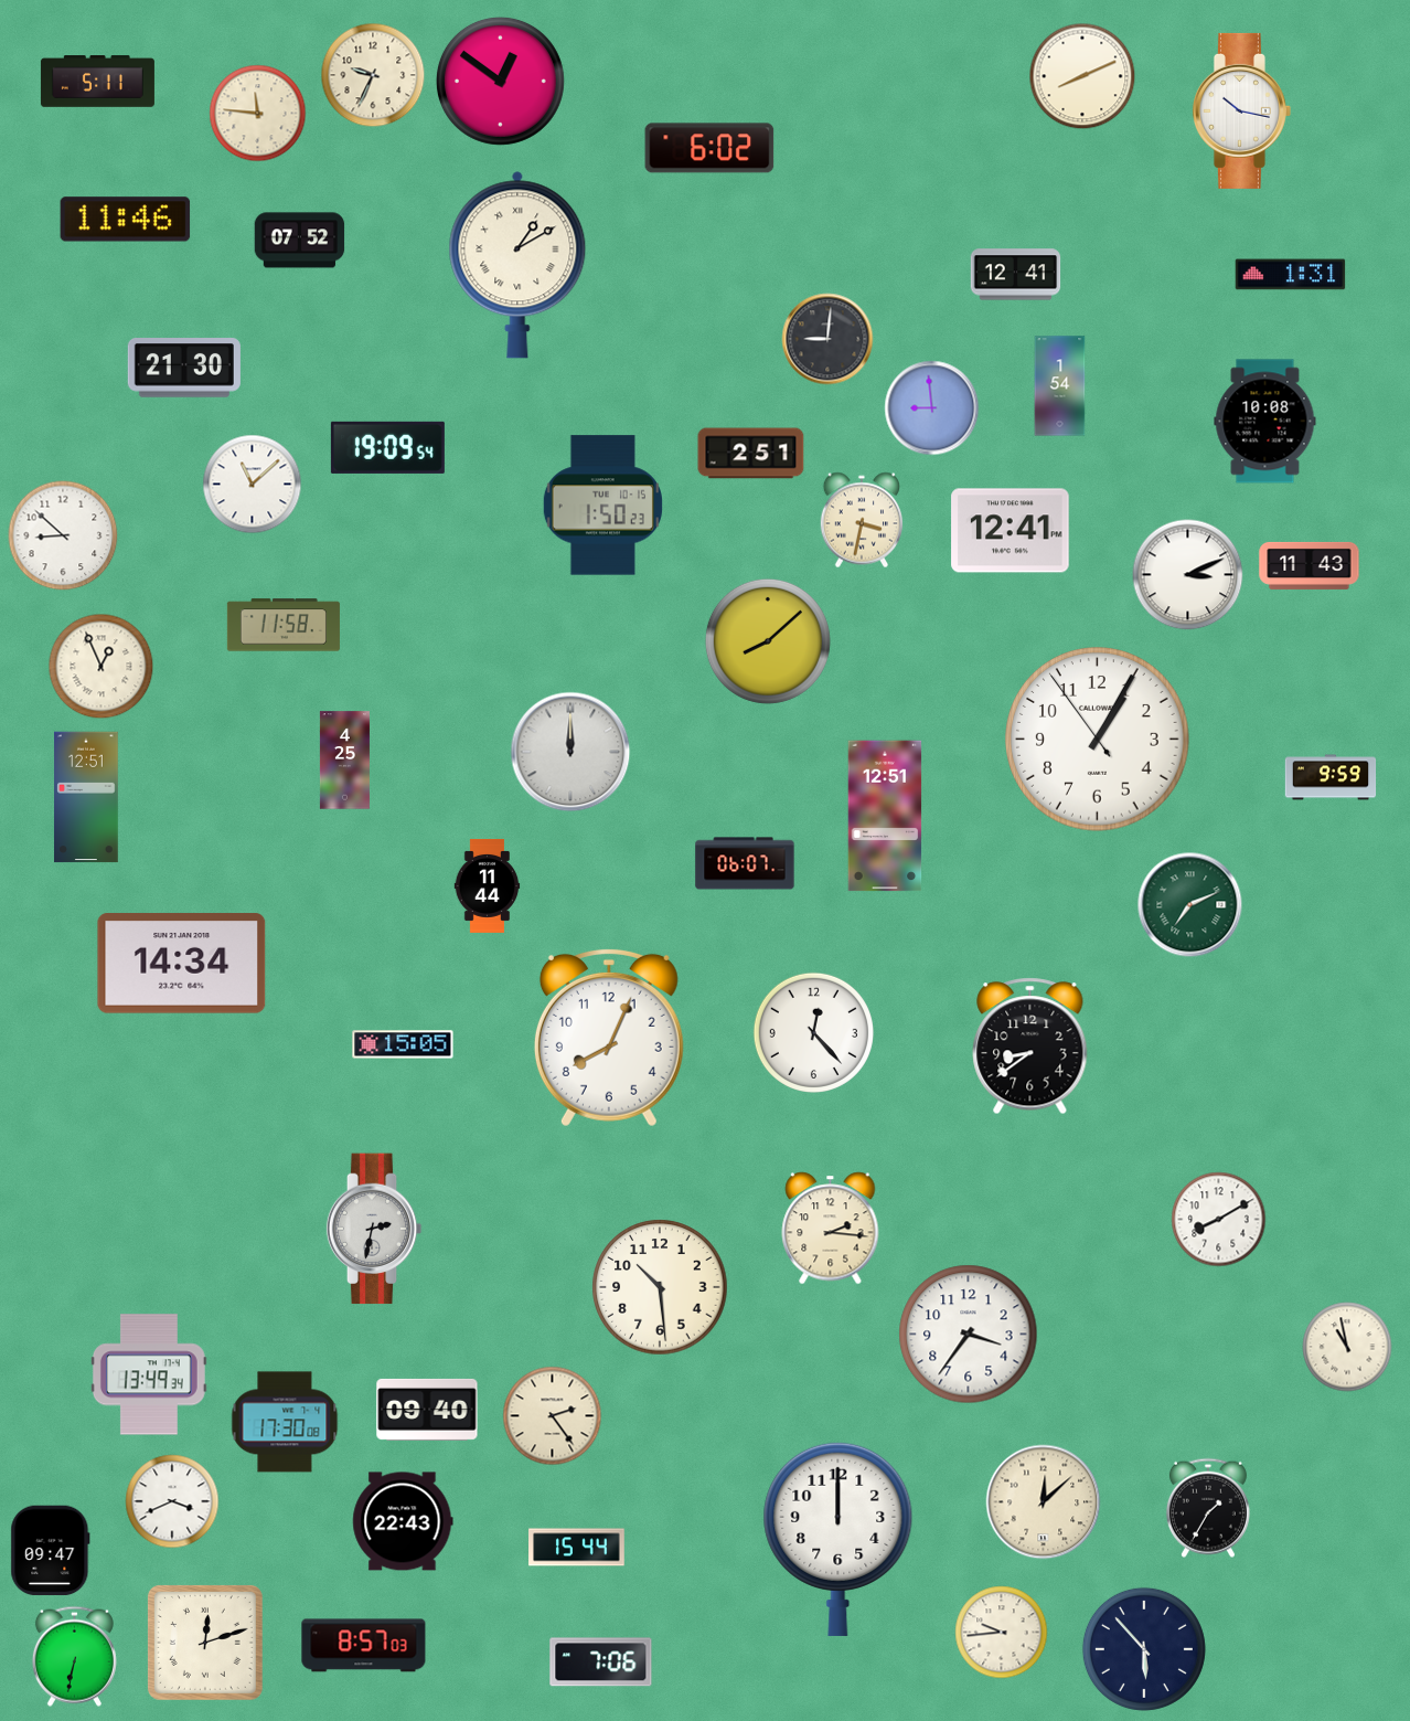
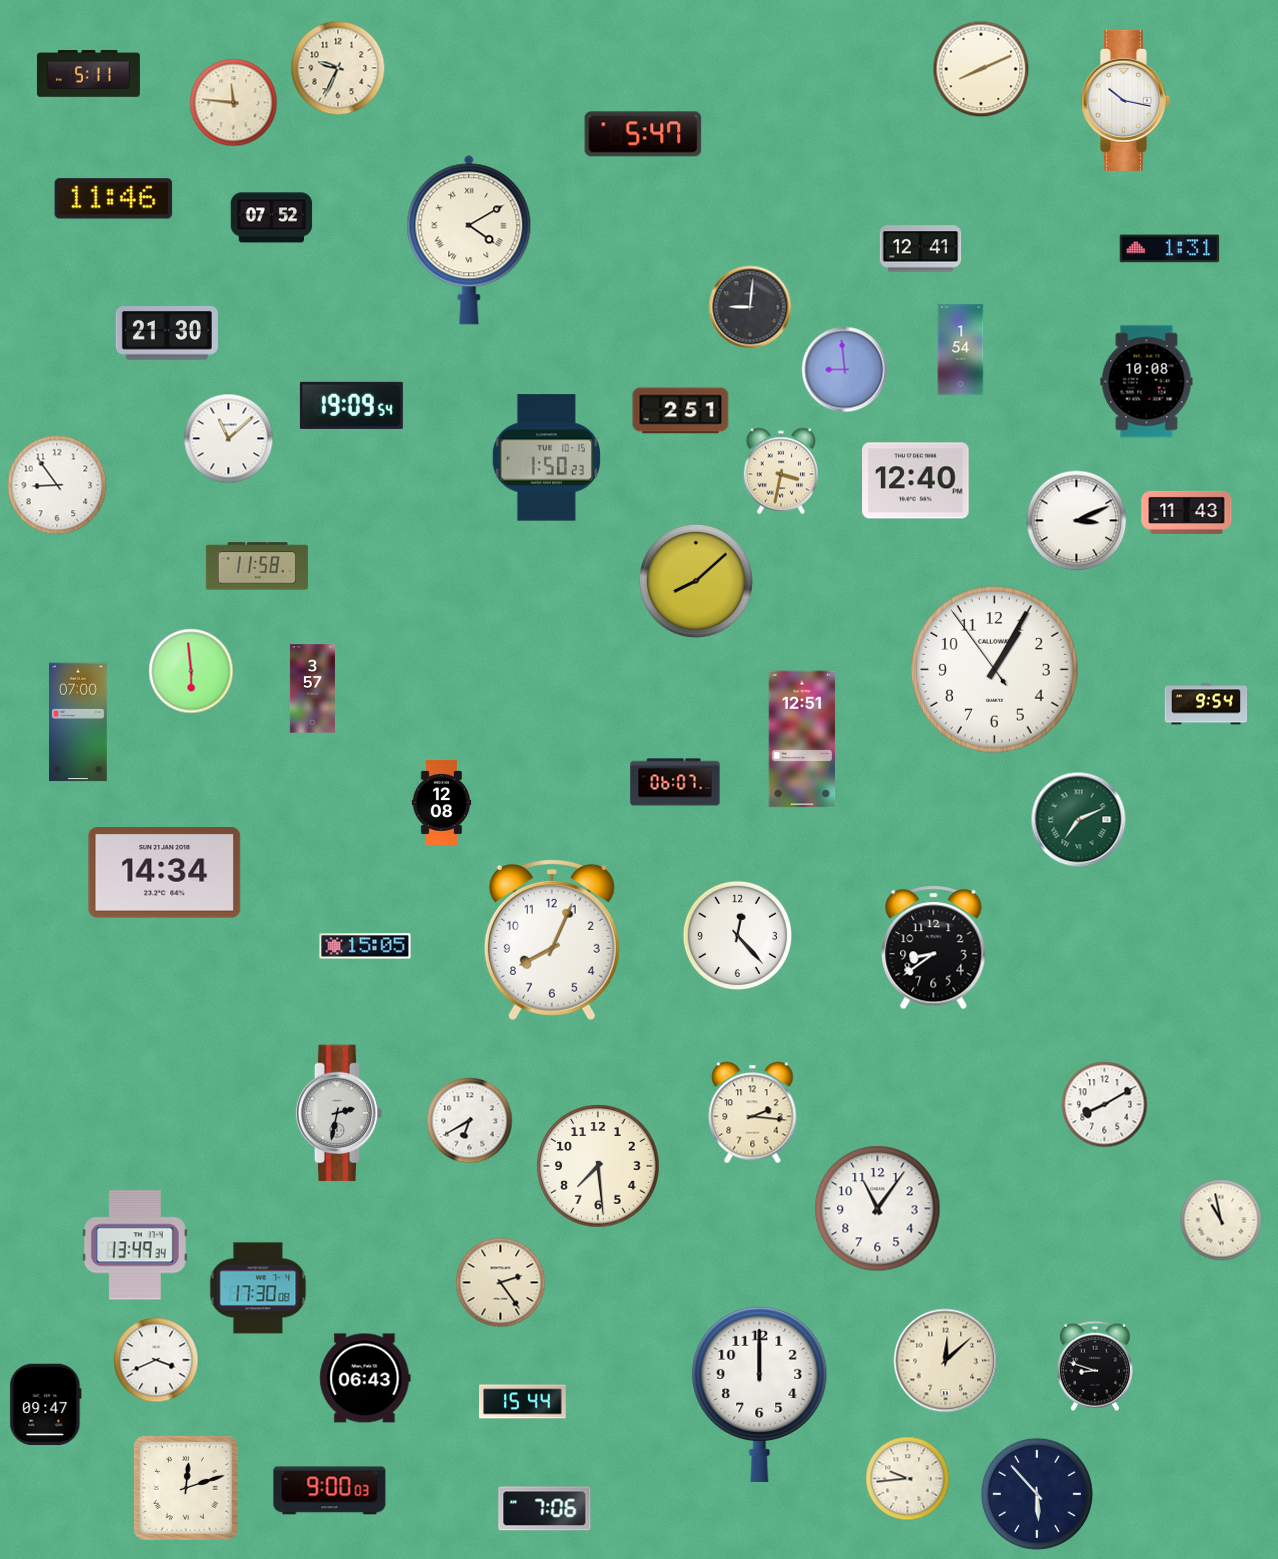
clock at (500, 81): 12:51 -> none
clock at (709, 148): 6:02 -> 5:47
clock at (517, 265): 1:10 -> 4:10
clock at (1011, 531): 12:41 -> 12:40
clock at (63, 535): 8:52 -> 8:54
clock at (102, 667): 12:56 -> none
clock at (191, 671): none -> 5:59
clock at (570, 752): 12:00 -> none
clock at (344, 761): 4:25 -> 3:57
clock at (1331, 777): 9:59 -> 9:54
clock at (86, 797): 12:51 -> 07:00
clock at (488, 885): 11:44 -> 12:08
clock at (470, 1121): none -> 6:40
clock at (660, 1287): 10:29 -> 7:29
clock at (969, 1335): 3:36 -> 11:06
clock at (427, 1410): 09:40 -> none
clock at (1208, 1508): 1:35 -> 8:48
clock at (403, 1521): 22:43 -> 06:43
clock at (364, 1646): 8:57 -> 9:00
clock at (74, 1656): 6:32 -> none
clock at (601, 1662) position: (601, 1662) -> (545, 1509)
